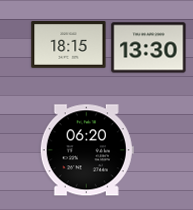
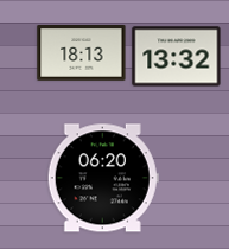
clock at (69, 45): 18:15 -> 18:13
clock at (149, 48): 13:30 -> 13:32
